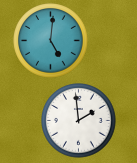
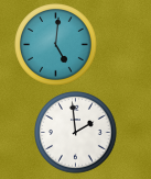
clock at (79, 121) position: (79, 121) -> (76, 133)
